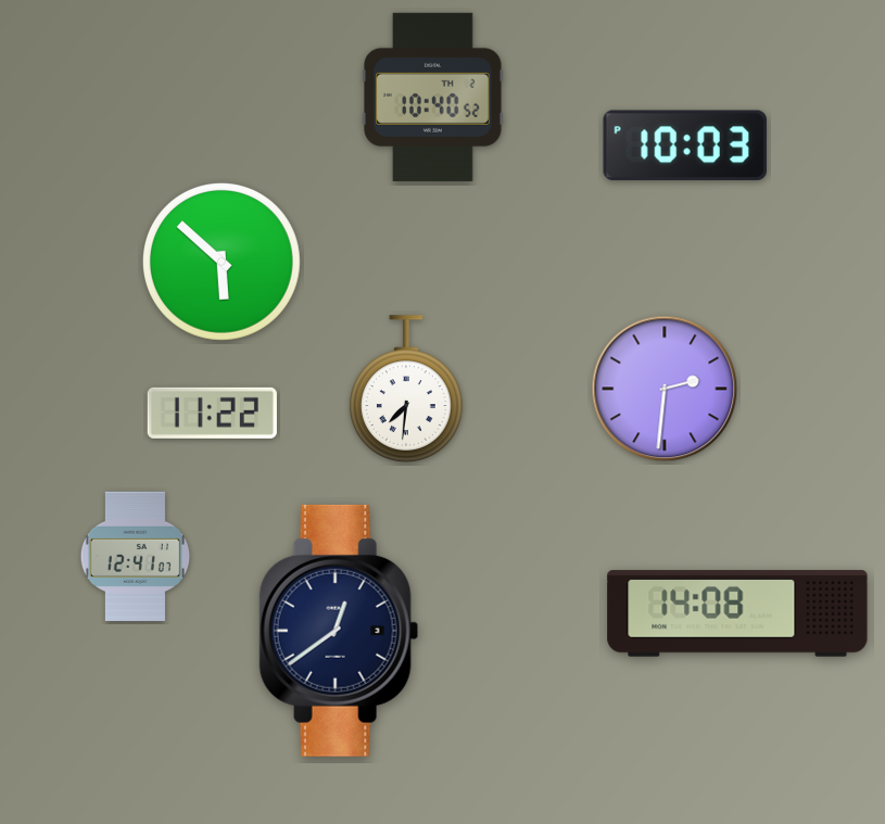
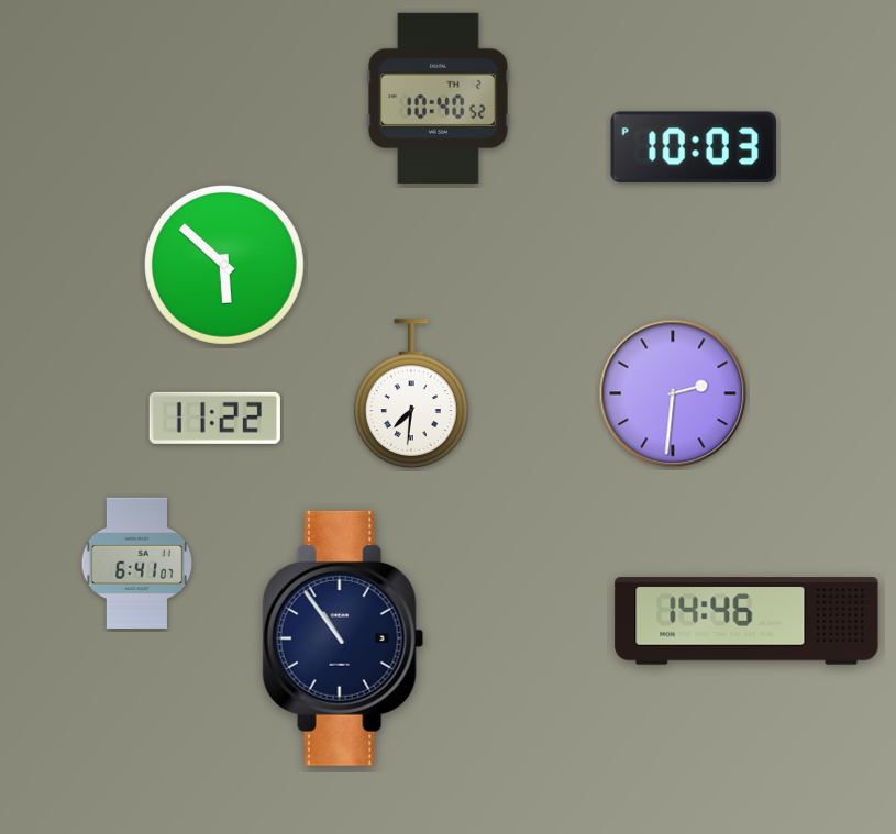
clock at (135, 556): 12:41 -> 6:41
clock at (737, 613): 14:08 -> 14:46
clock at (339, 631): 12:39 -> 10:54
